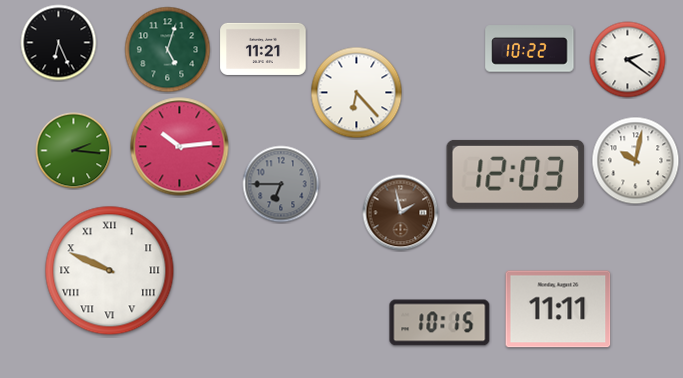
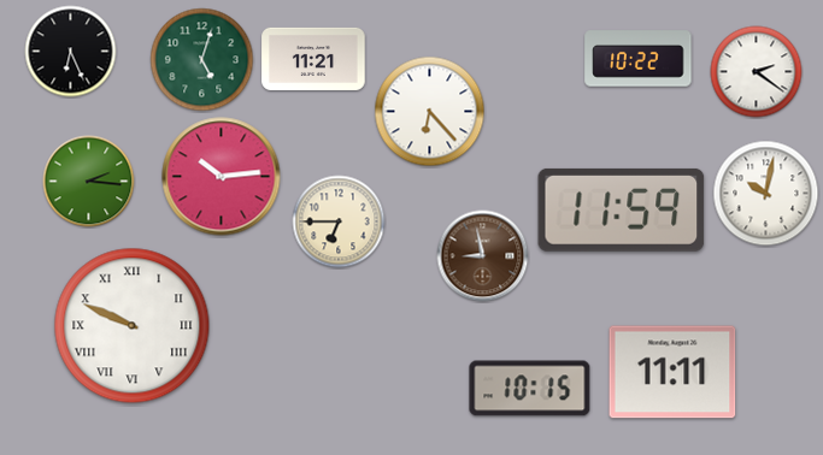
clock at (263, 49) position: (263, 49) -> (313, 59)
clock at (180, 147) position: (180, 147) -> (222, 177)
clock at (516, 174): 12:03 -> 11:59
clock at (281, 184) dial: grey -> cream
clock at (401, 213): 1:58 -> 8:58
